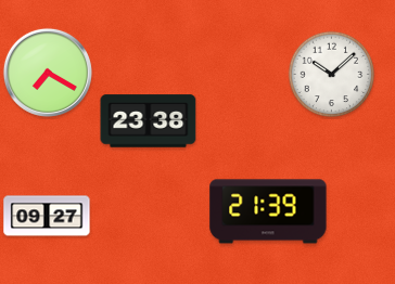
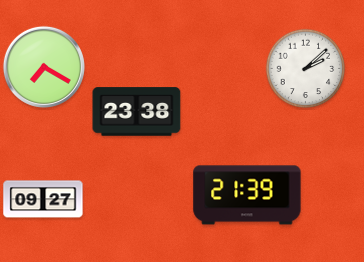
clock at (332, 75): 10:08 -> 2:08
